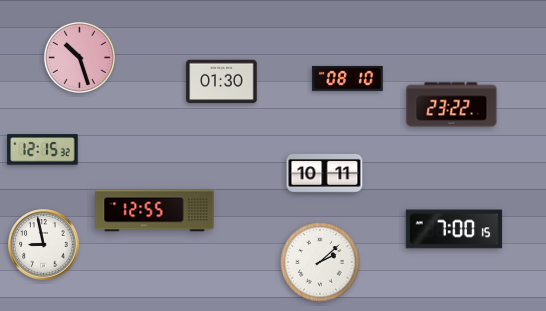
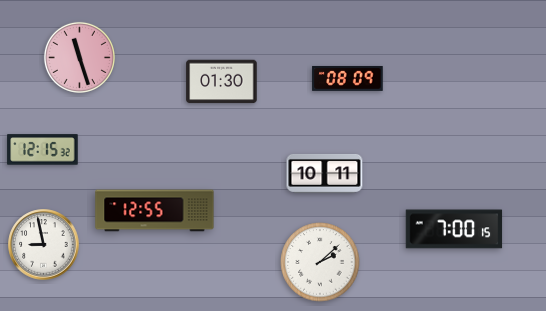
clock at (79, 57): 10:27 -> 11:27
clock at (348, 78): 08:10 -> 08:09
clock at (452, 105): 23:22 -> none
